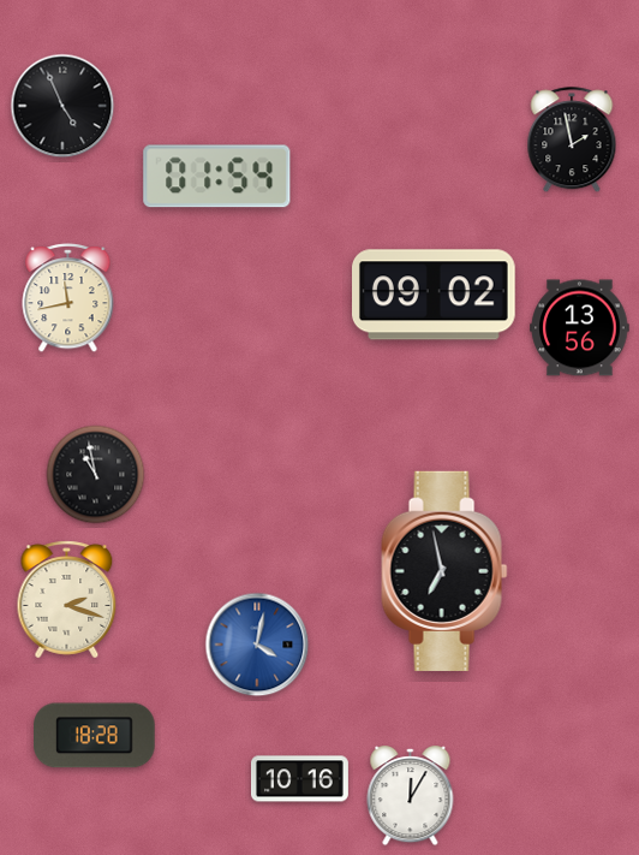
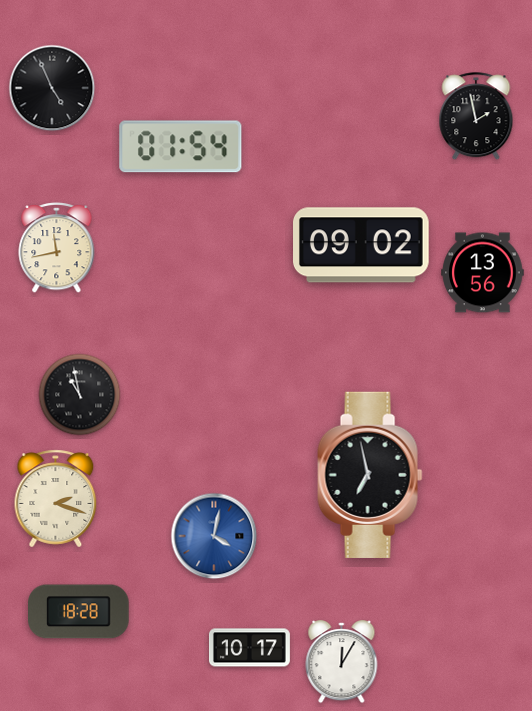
clock at (300, 779): 10:16 -> 10:17
